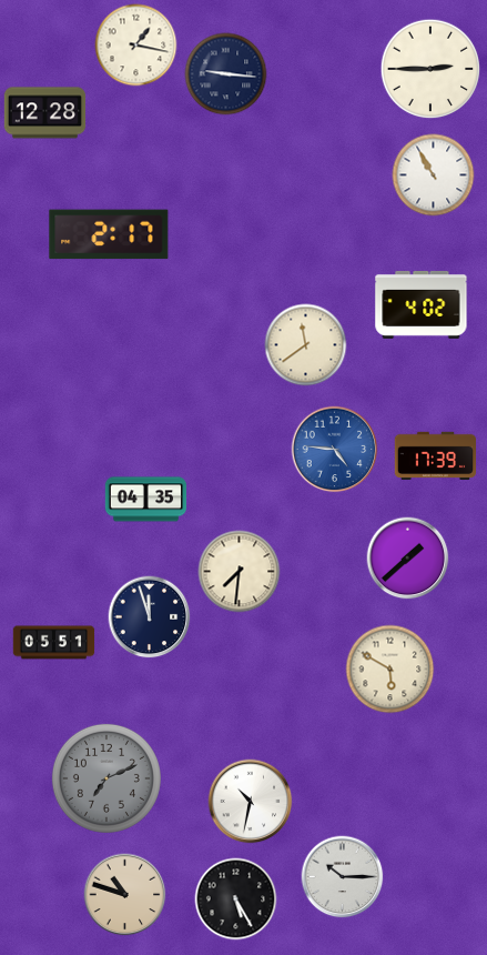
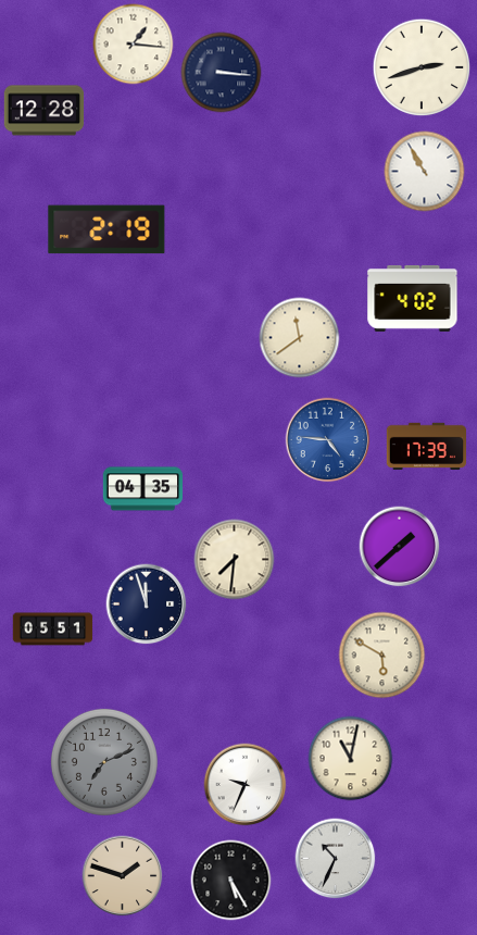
clock at (136, 46): 1:17 -> 1:16
clock at (430, 69): 2:45 -> 2:42
clock at (226, 74): 9:16 -> 3:16
clock at (109, 234): 2:17 -> 2:19
clock at (351, 759): none -> 11:02
clock at (251, 802): 10:32 -> 9:34
clock at (343, 877): 10:15 -> 10:34
clock at (125, 895): 10:48 -> 1:48
